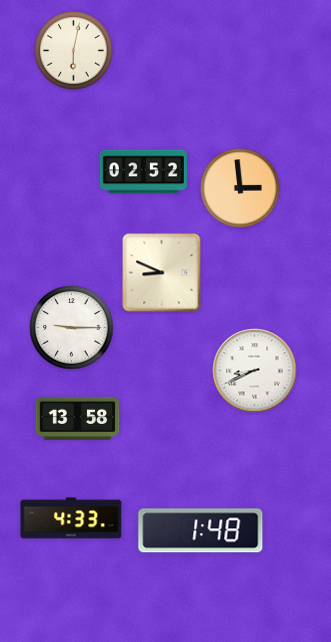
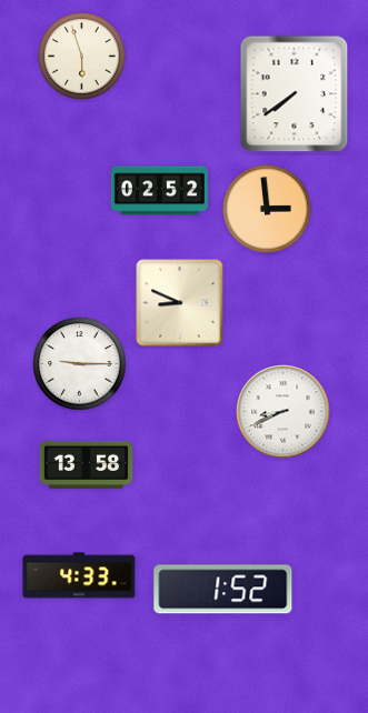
clock at (74, 51): 6:02 -> 5:57
clock at (295, 94): none -> 7:39
clock at (201, 531): 1:48 -> 1:52
